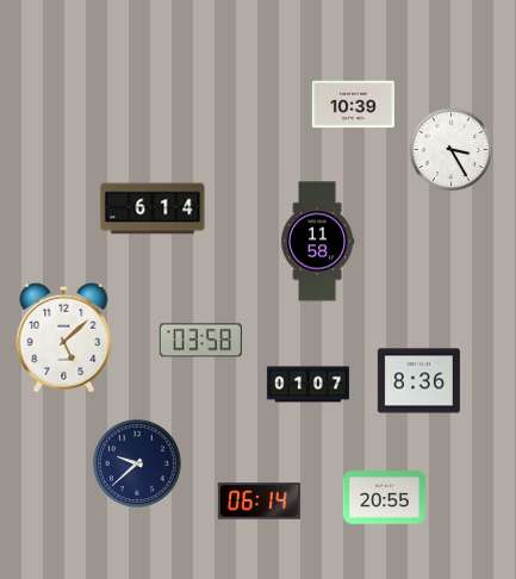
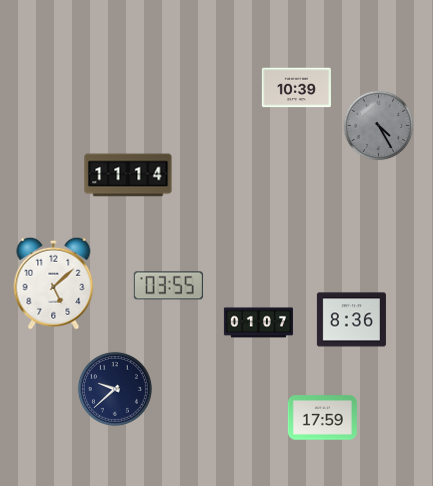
clock at (452, 150): 3:25 -> 4:25
clock at (452, 150) dial: white -> grey
clock at (153, 208): 6:14 -> 11:14
clock at (318, 242): 11:58 -> none
clock at (200, 341): 03:58 -> 03:55
clock at (384, 498): 20:55 -> 17:59
clock at (259, 502): 06:14 -> none
